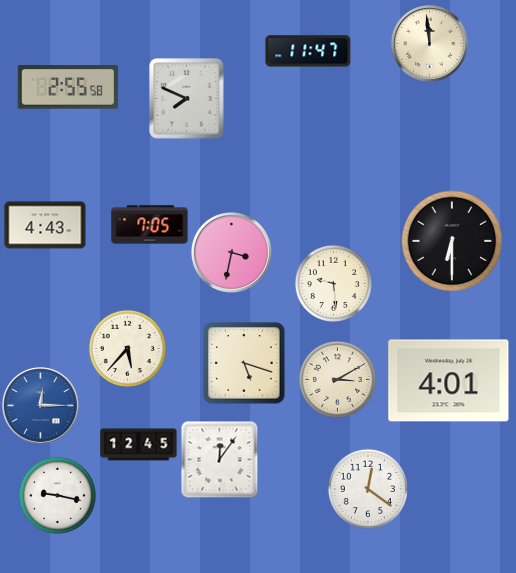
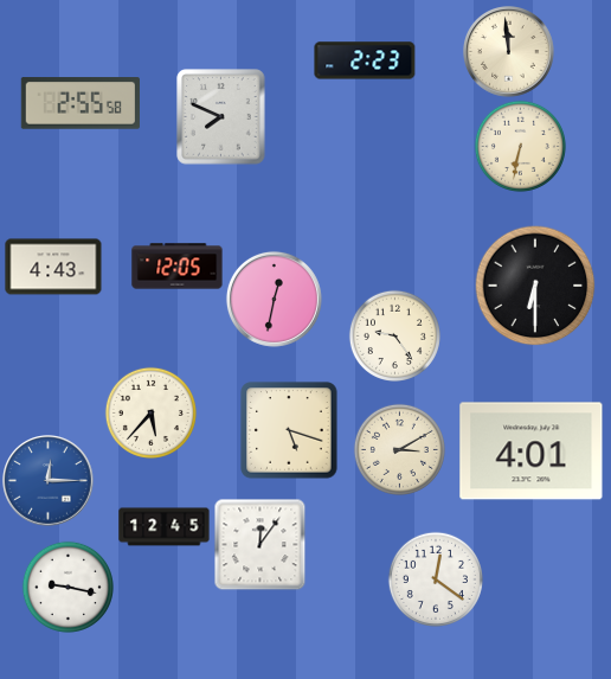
clock at (308, 51): 11:47 -> 2:23
clock at (520, 146): none -> 6:32
clock at (150, 225): 7:05 -> 12:05
clock at (231, 252): 3:32 -> 12:32
clock at (333, 283): 9:29 -> 9:24
